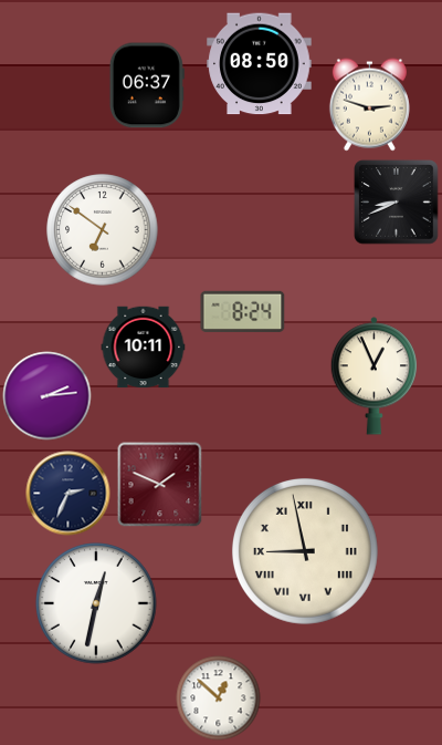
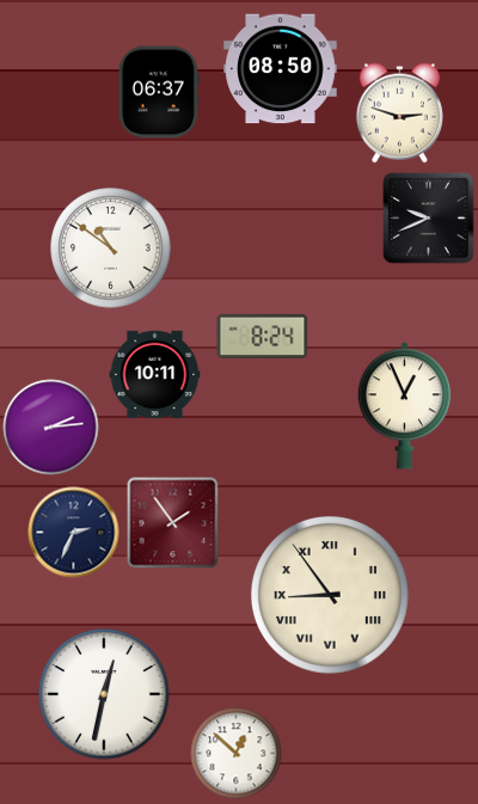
clock at (397, 203): 8:41 -> 9:41
clock at (103, 230): 6:51 -> 10:51
clock at (160, 485): 1:49 -> 1:54
clock at (305, 551): 8:58 -> 8:54
clock at (96, 603) position: (96, 603) -> (104, 694)
